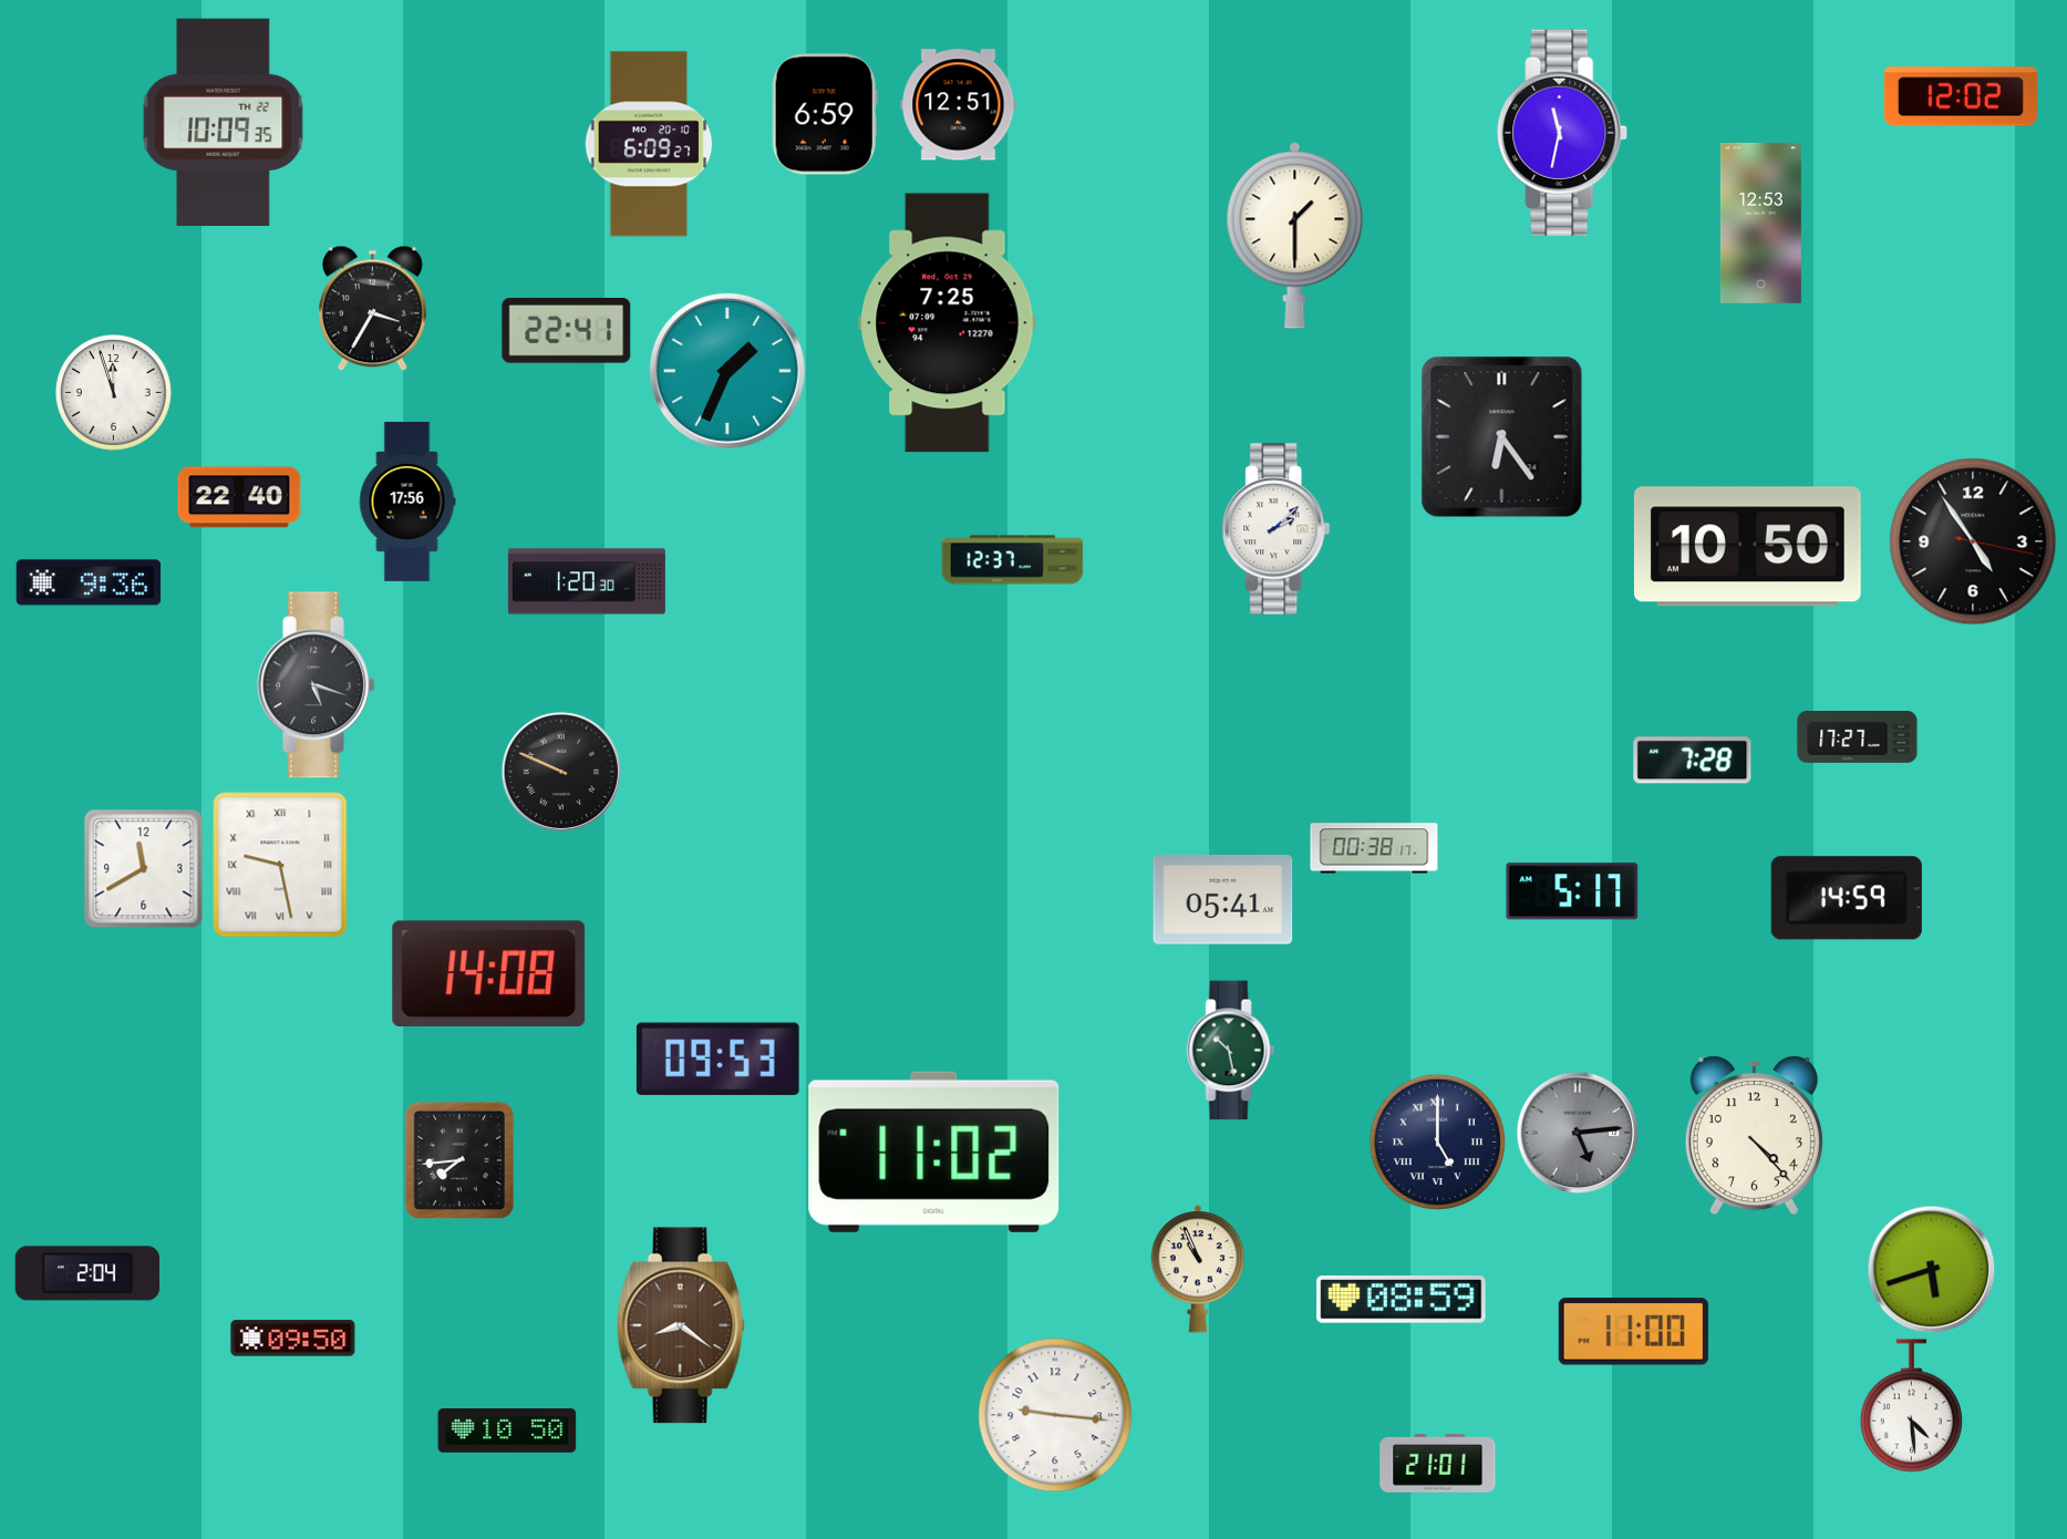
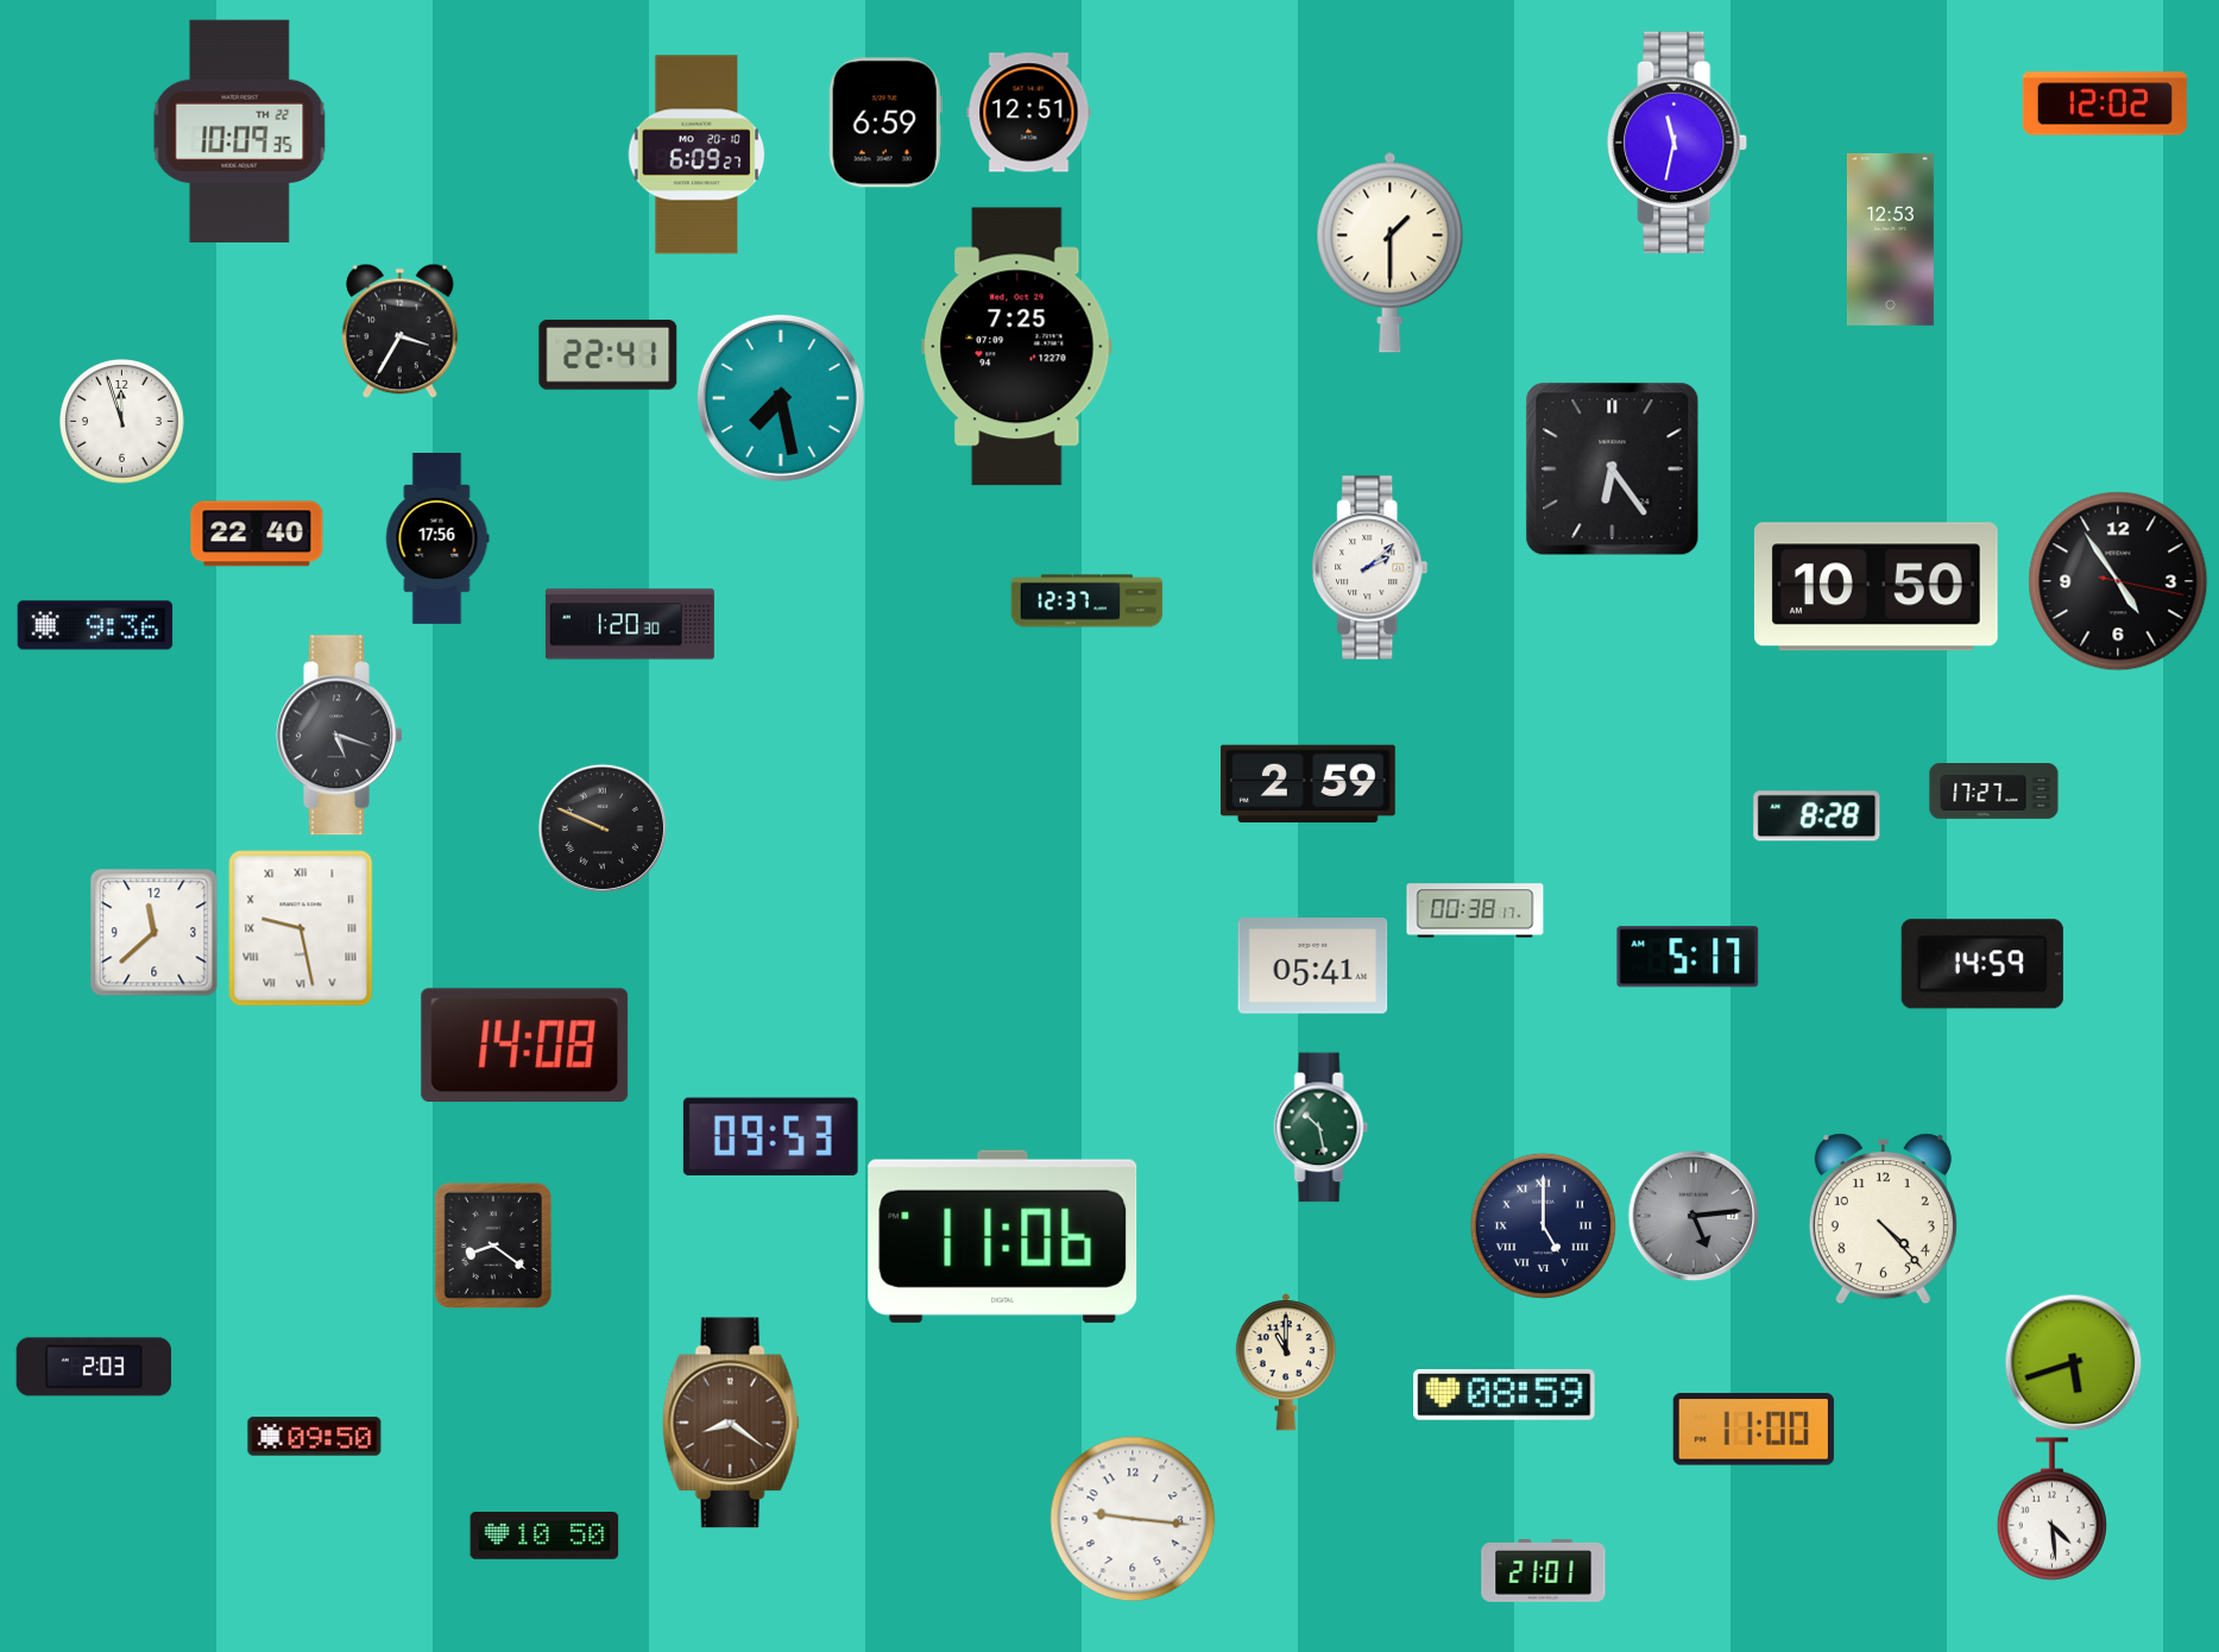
clock at (727, 371): 1:34 -> 7:28
clock at (1307, 784): none -> 2:59
clock at (1693, 761): 7:28 -> 8:28
clock at (144, 869): 11:40 -> 11:38
clock at (934, 1151): 11:02 -> 11:06
clock at (458, 1159): 7:44 -> 8:21
clock at (1198, 1269): 10:56 -> 11:00
clock at (87, 1273): 2:04 -> 2:03
